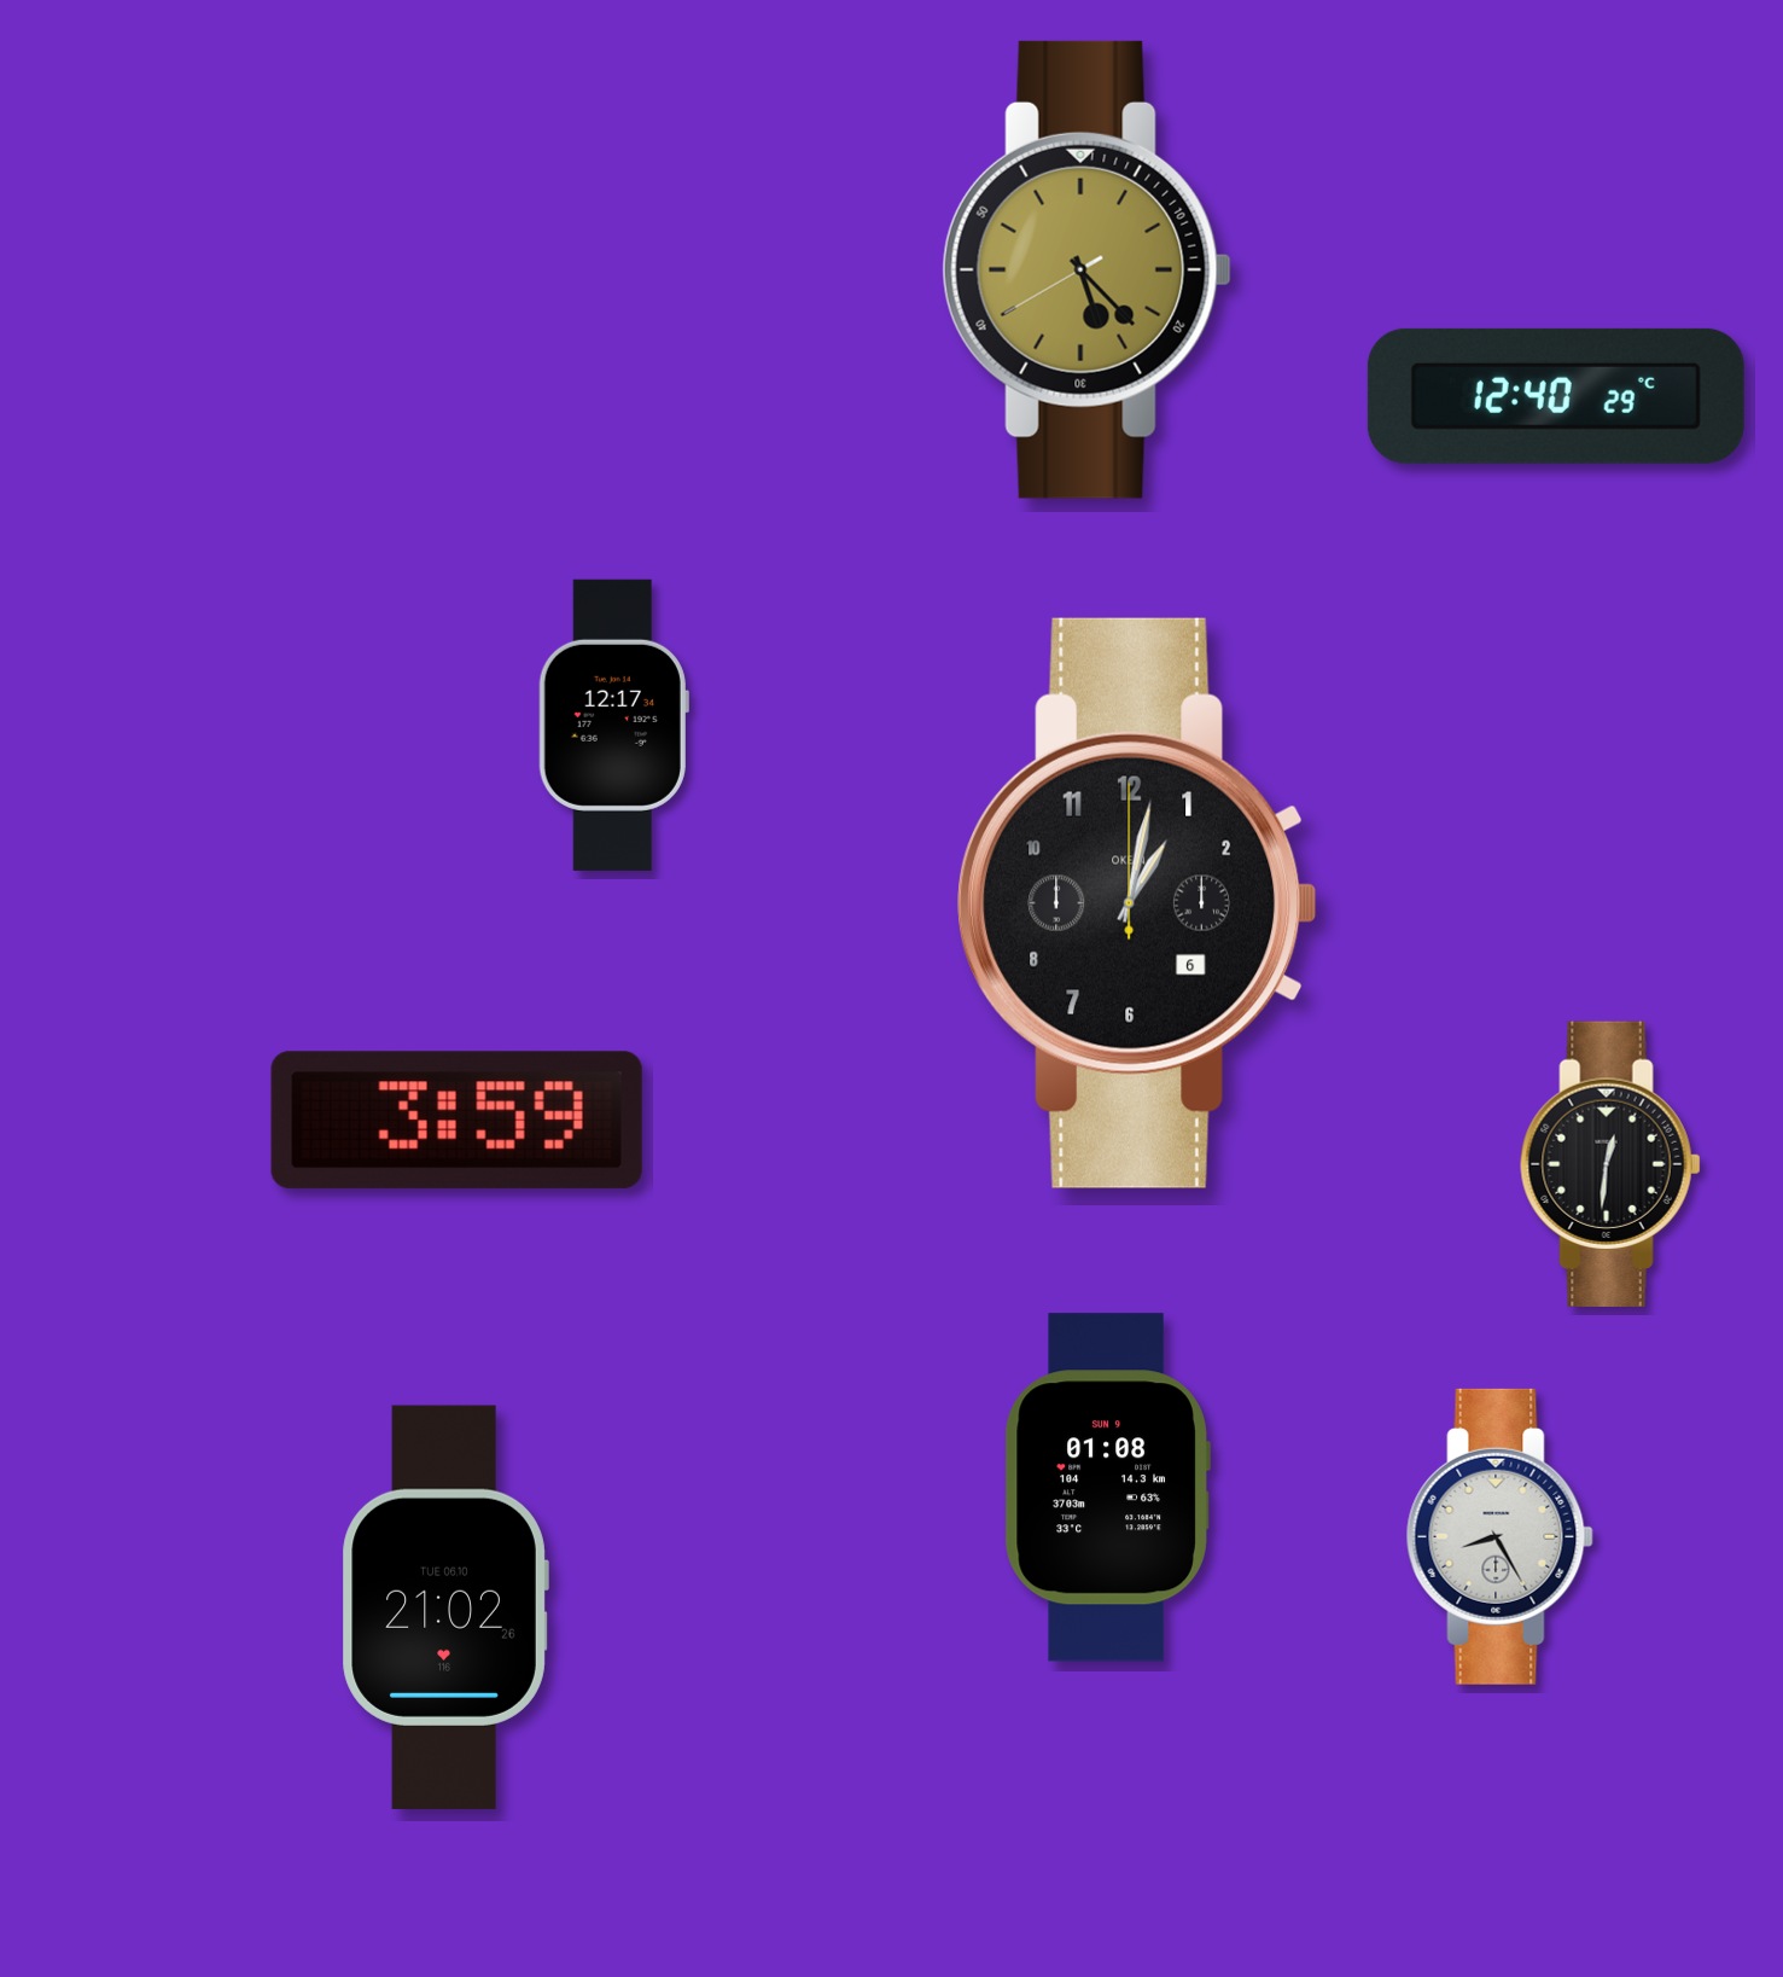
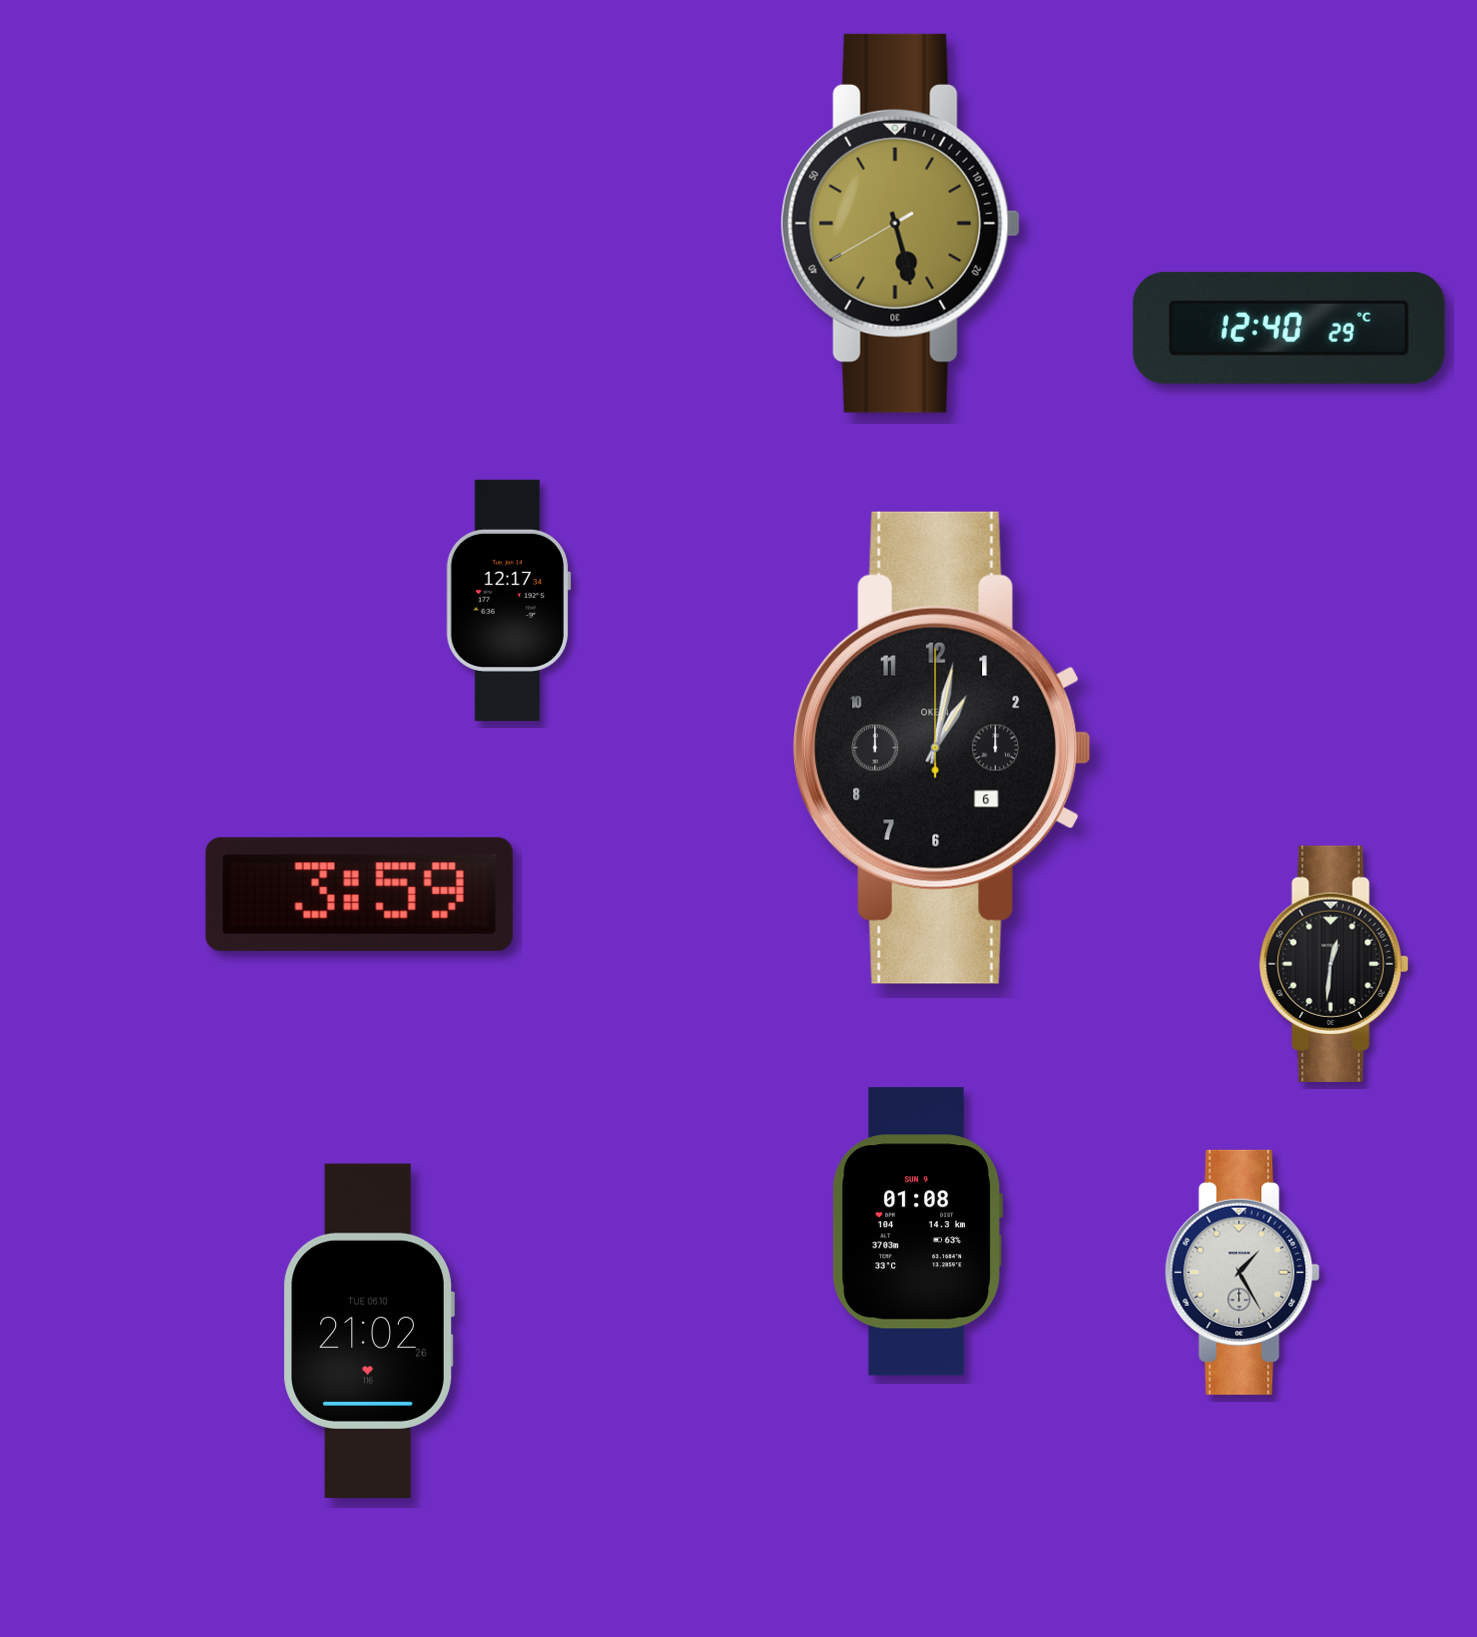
clock at (1086, 269): 5:22 -> 5:27
clock at (456, 1120) position: (456, 1120) -> (359, 894)
clock at (1499, 1536): 8:25 -> 1:25
